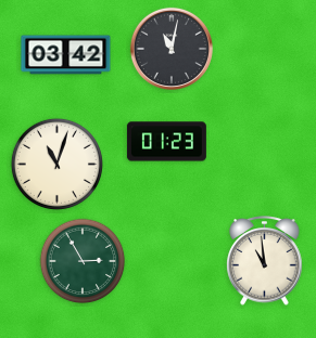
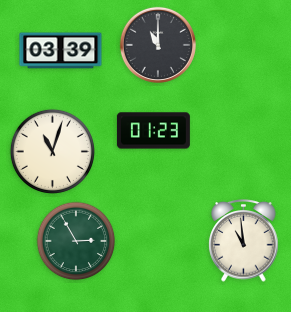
clock at (172, 49): 11:02 -> 11:00
clock at (66, 55): 03:42 -> 03:39
